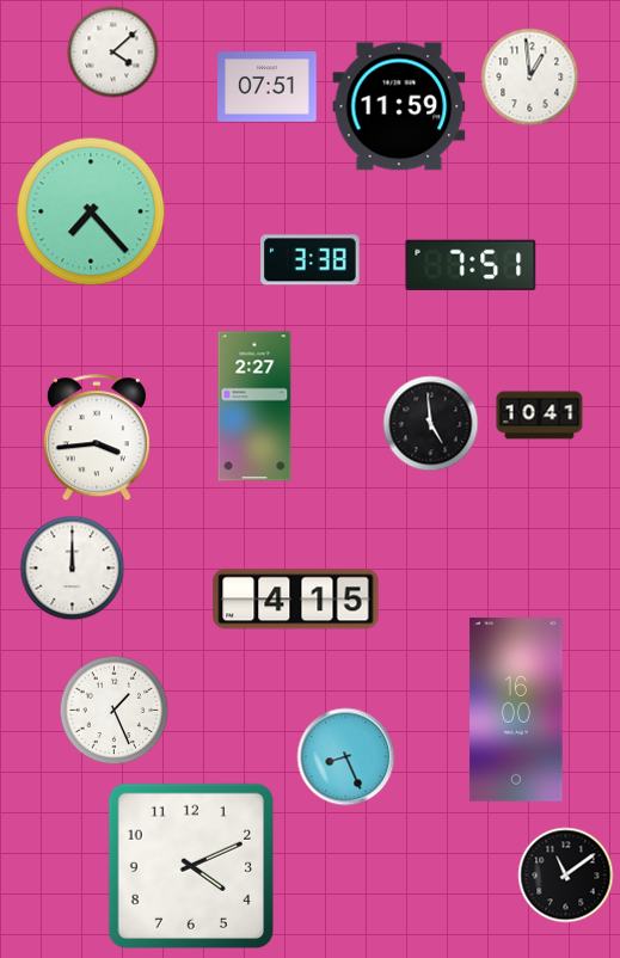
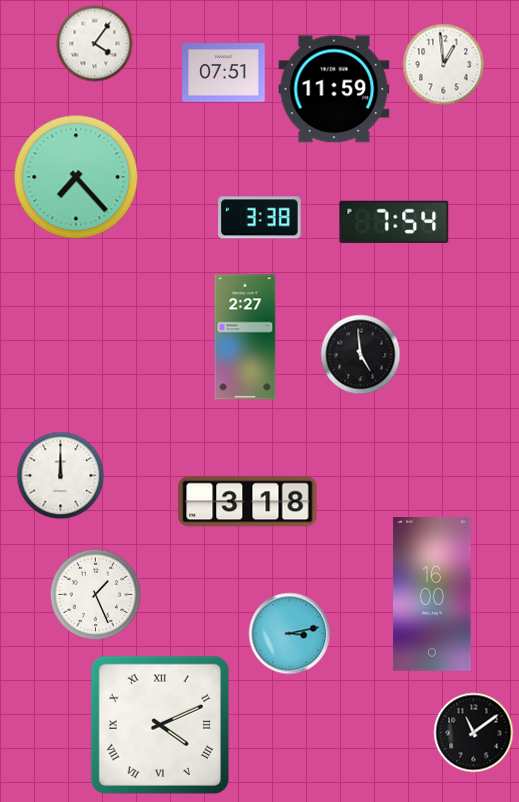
clock at (113, 53): 4:08 -> 4:06
clock at (471, 265): 7:51 -> 7:54
clock at (254, 406) position: (254, 406) -> (245, 337)
clock at (540, 416): 10:41 -> none
clock at (97, 438): 3:44 -> none
clock at (296, 600): 4:15 -> 3:18
clock at (346, 757): 8:26 -> 3:13
clock at (190, 865) numerals: Arabic -> Roman
